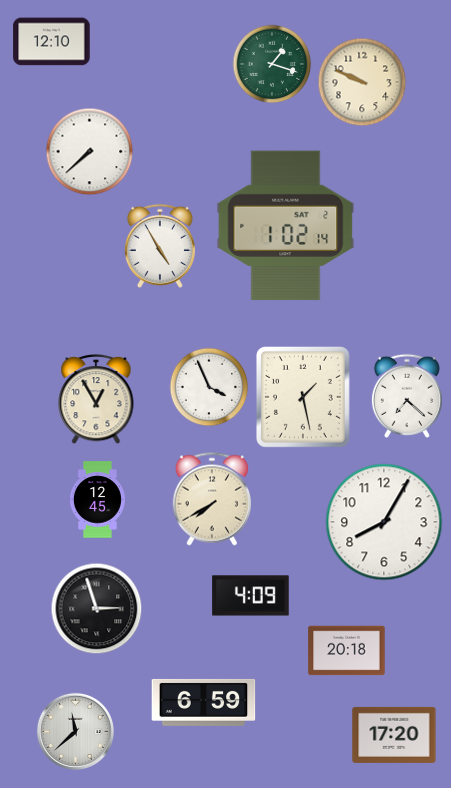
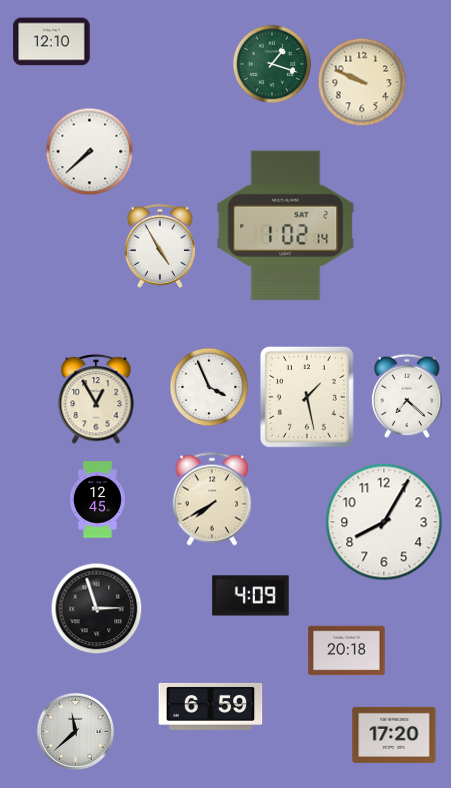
clock at (303, 397) position: (303, 397) -> (307, 397)
clock at (204, 702) position: (204, 702) -> (211, 706)
